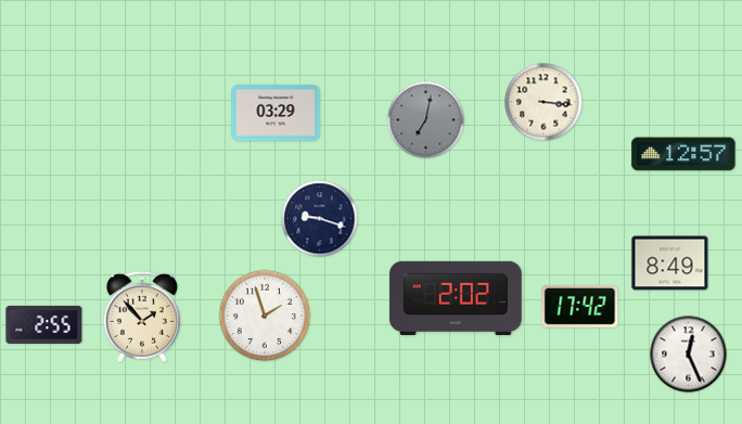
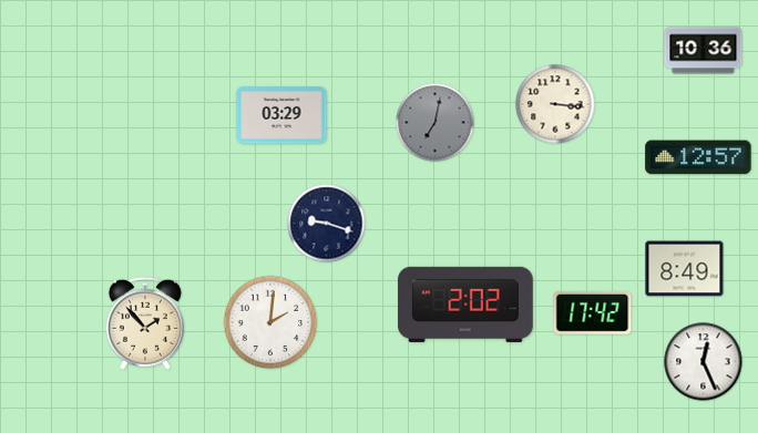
clock at (704, 51): none -> 10:36
clock at (265, 316): 1:57 -> 2:01
clock at (44, 324): 2:55 -> none
